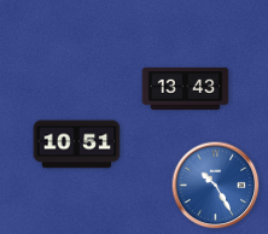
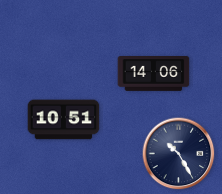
clock at (186, 89): 13:43 -> 14:06
clock at (216, 186) dial: blue -> navy
